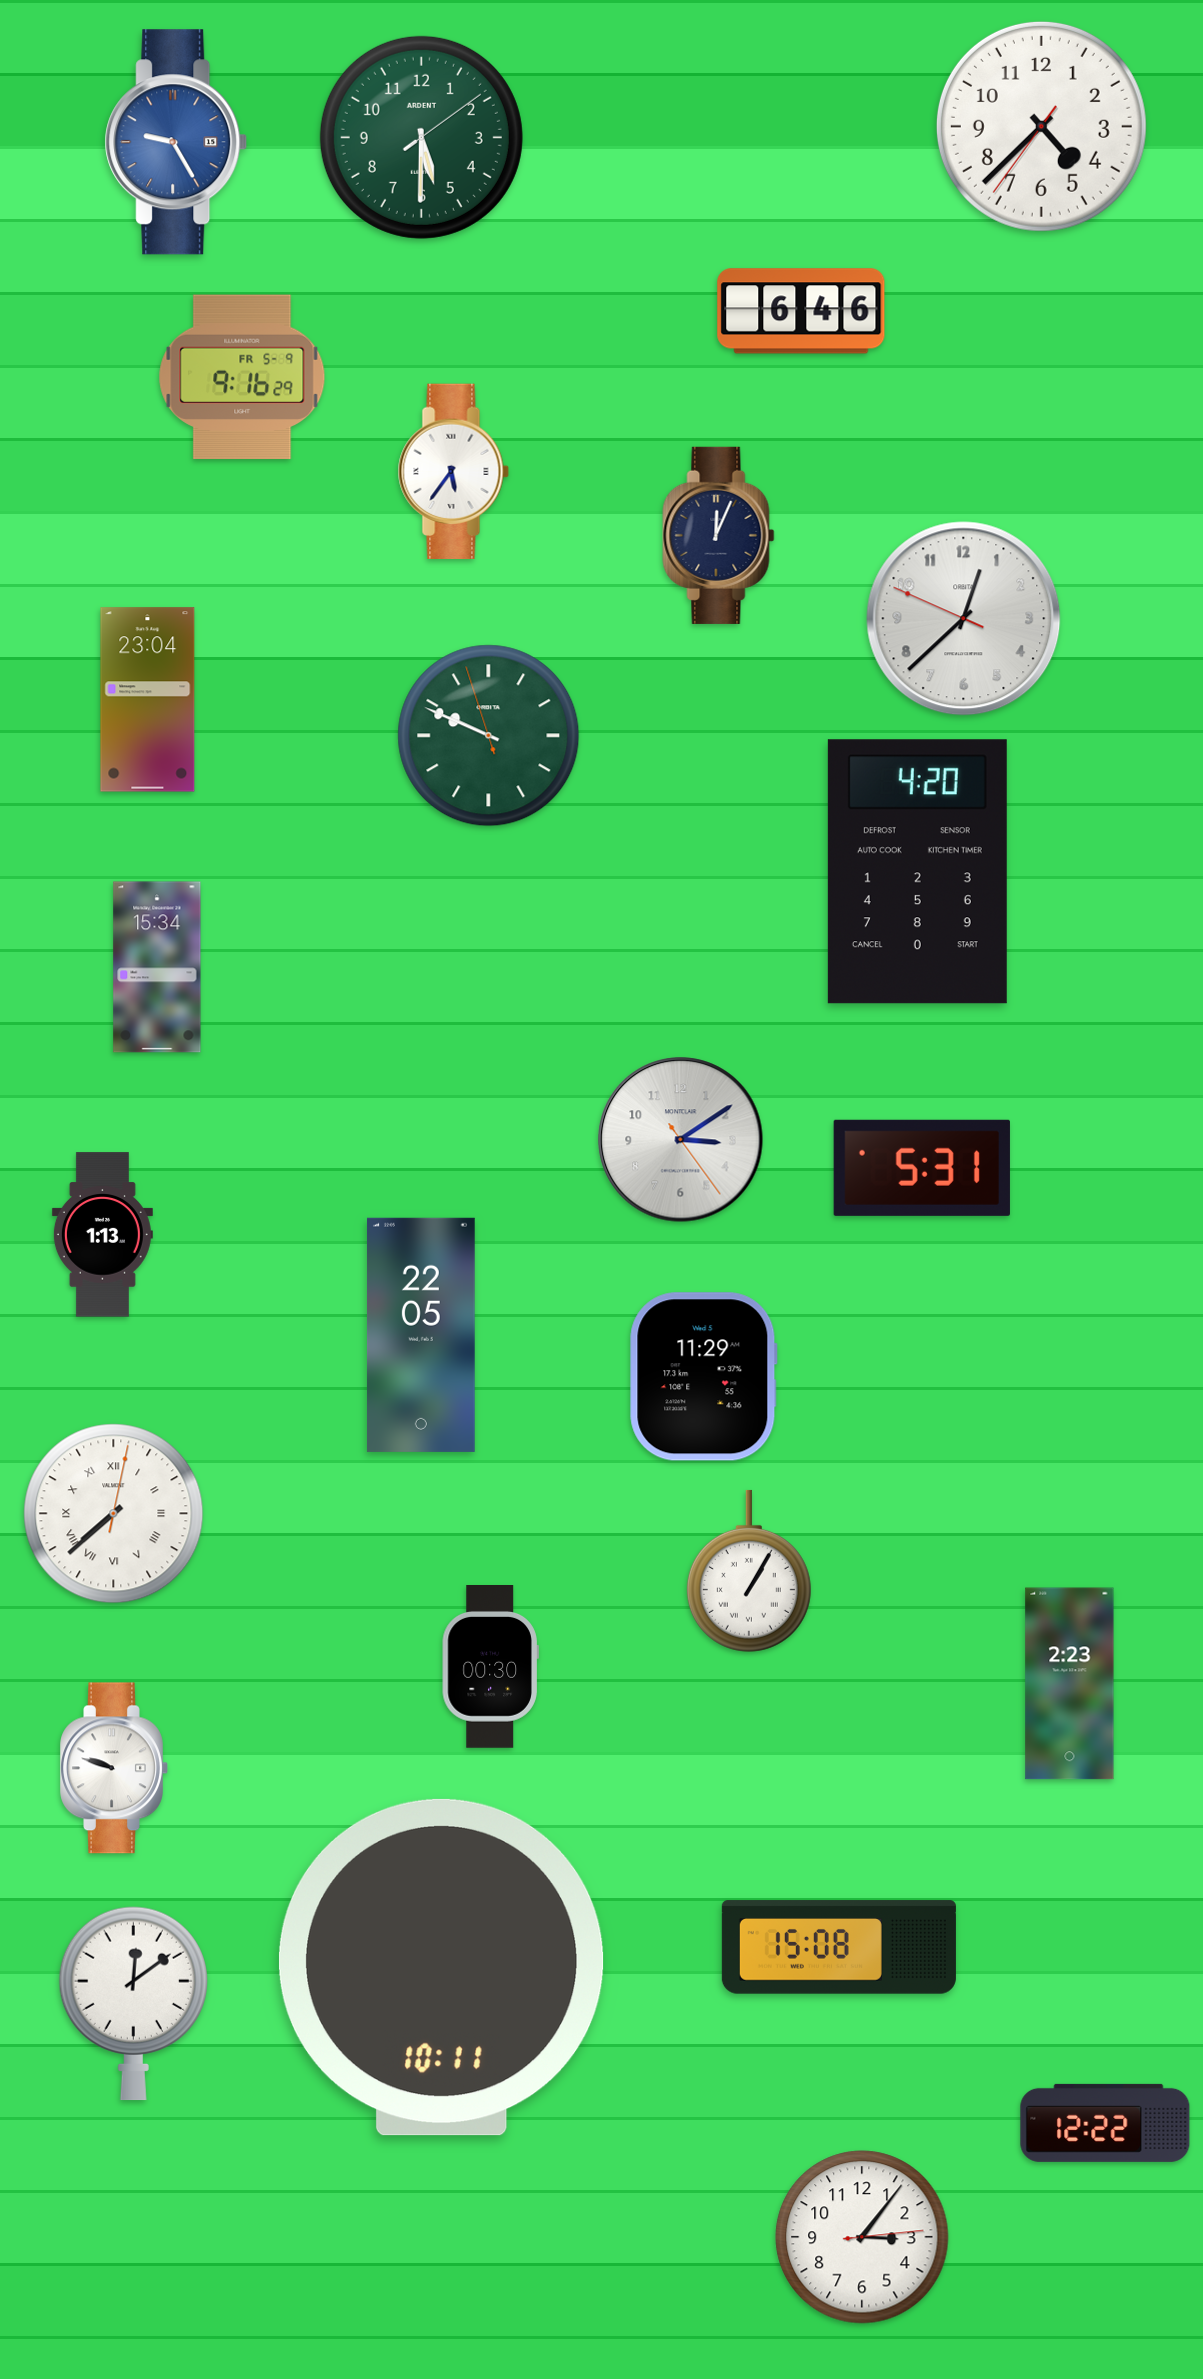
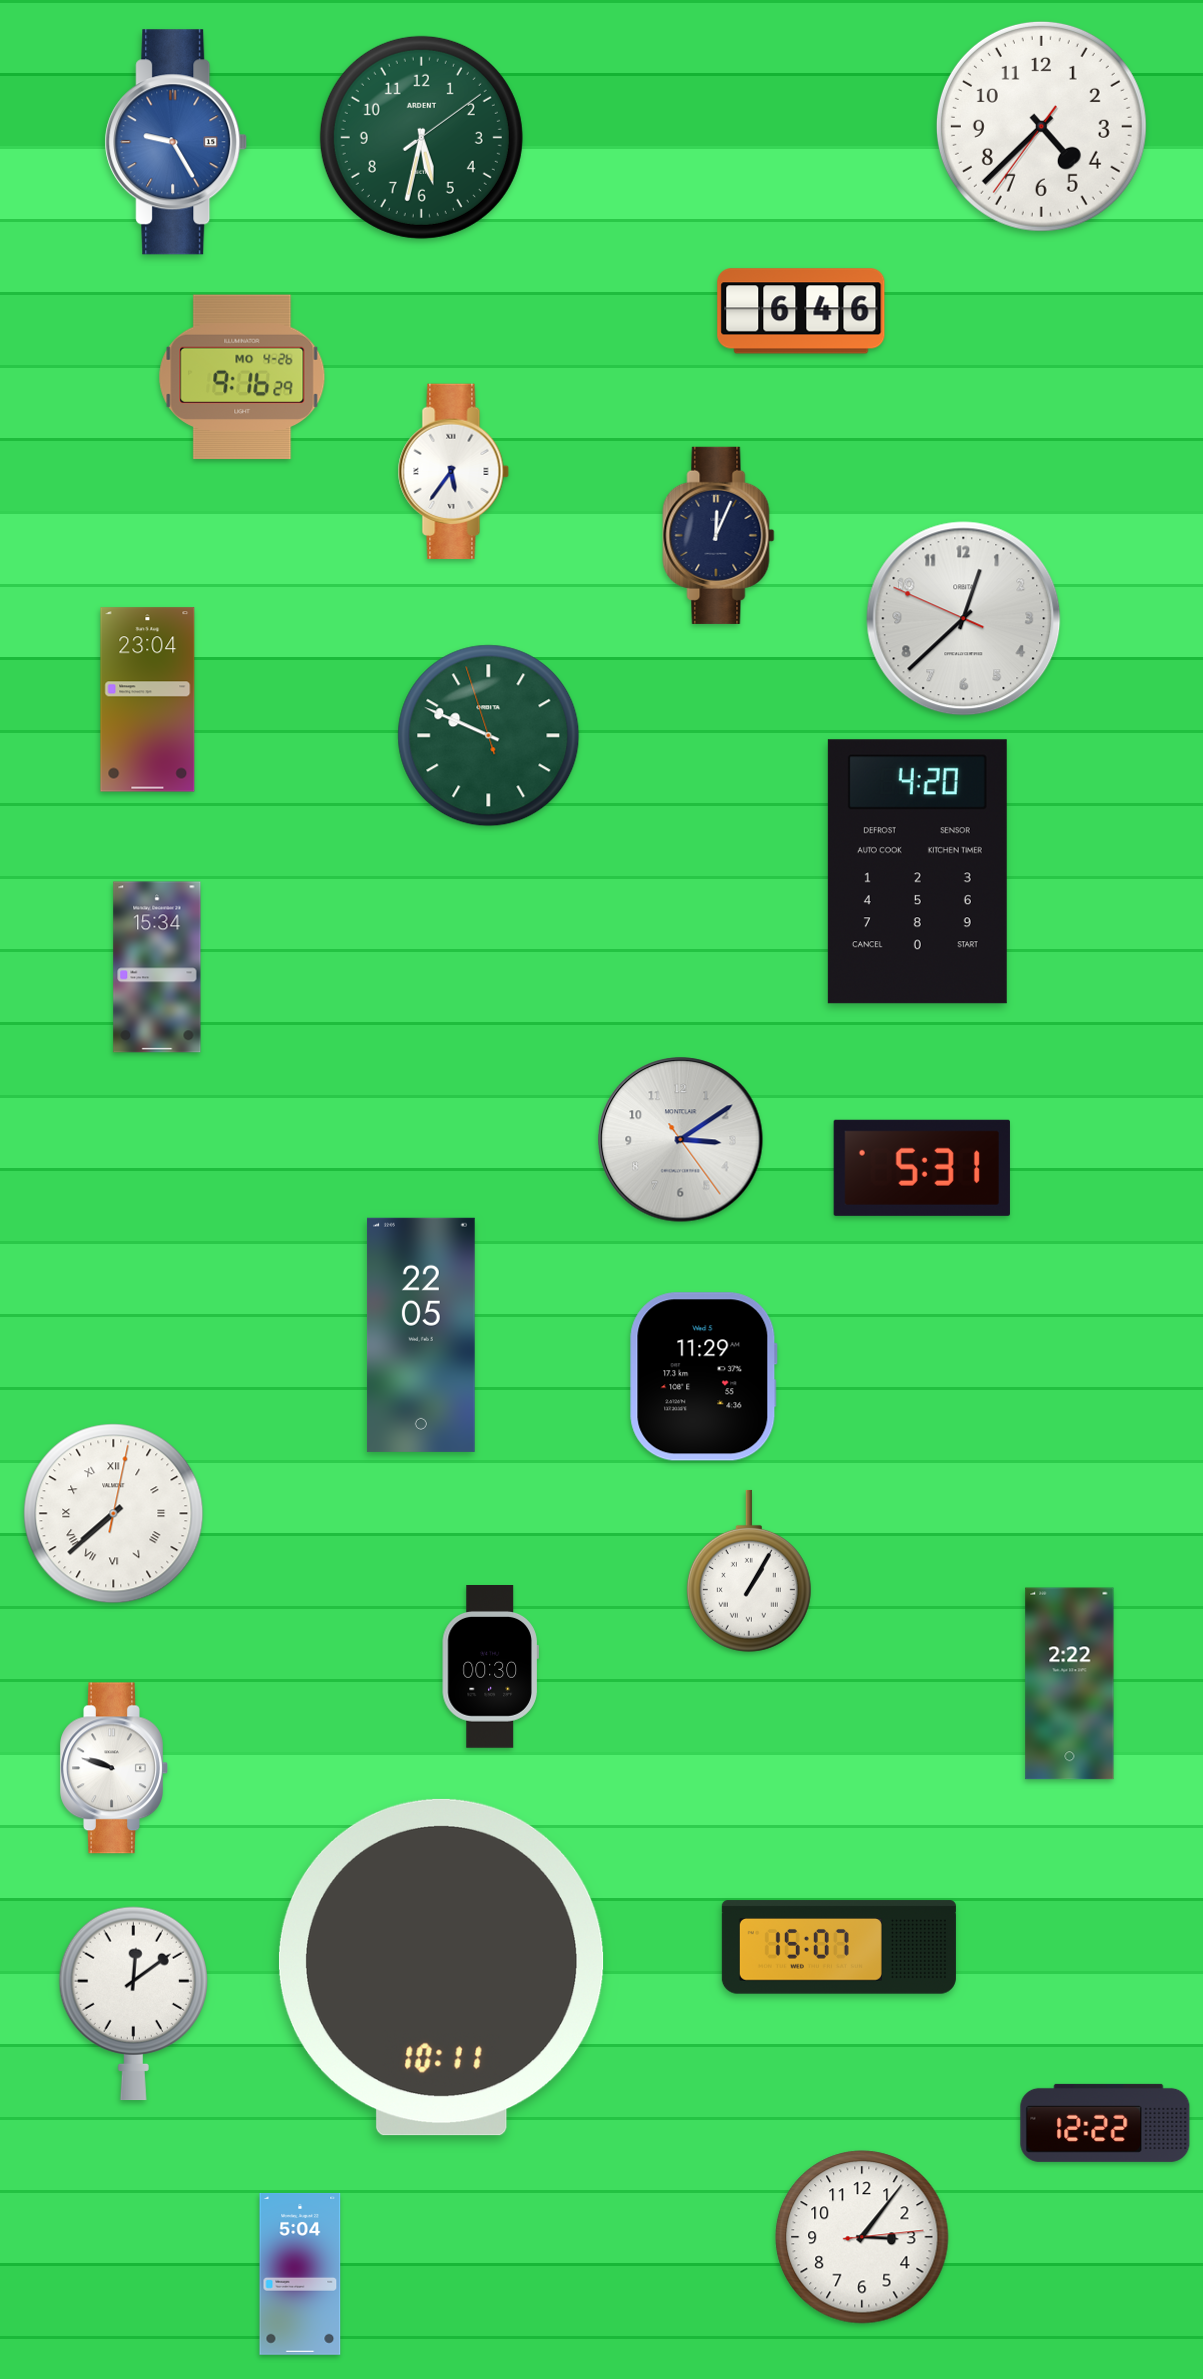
clock at (421, 137): 5:30 -> 5:32
clock at (242, 377) date: FR 5-9 -> MO 4-26
clock at (102, 1235): 1:13 -> none
clock at (1070, 1684): 2:23 -> 2:22
clock at (839, 1947): 15:08 -> 15:07
clock at (300, 2274): none -> 5:04
